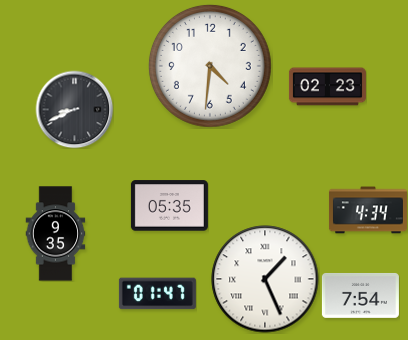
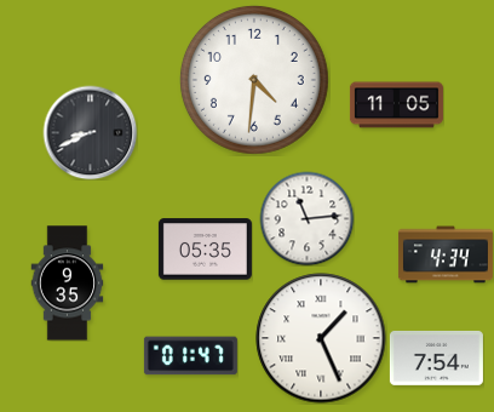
clock at (327, 87): 02:23 -> 11:05
clock at (306, 218): none -> 11:14
